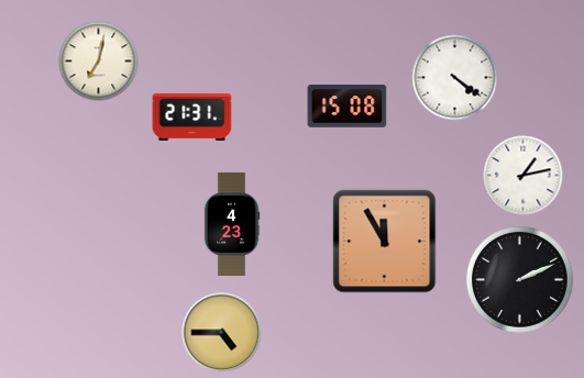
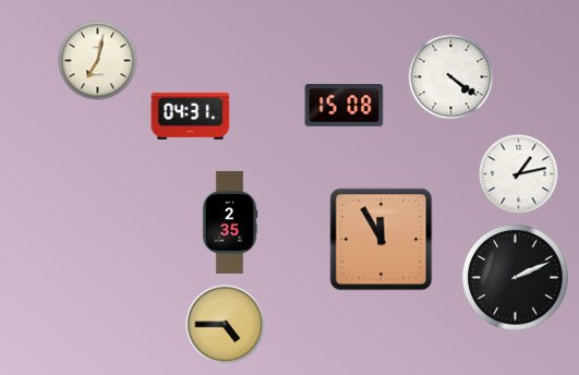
clock at (192, 116): 21:31 -> 04:31
clock at (232, 224): 4:23 -> 2:35
clock at (222, 333) position: (222, 333) -> (226, 325)
